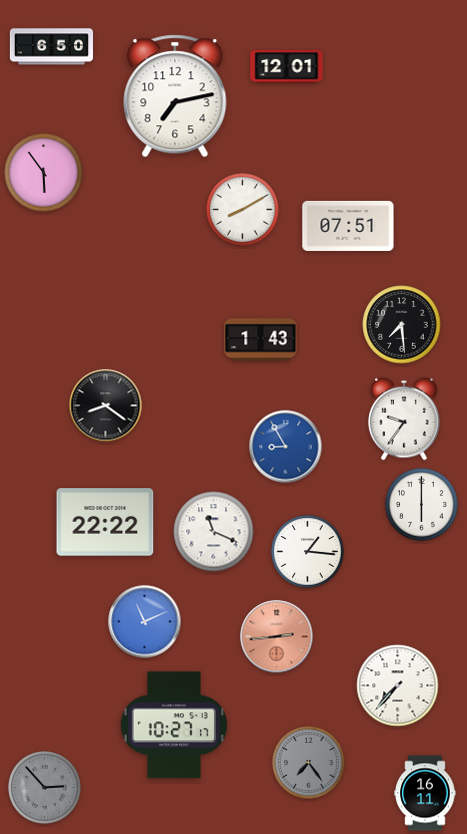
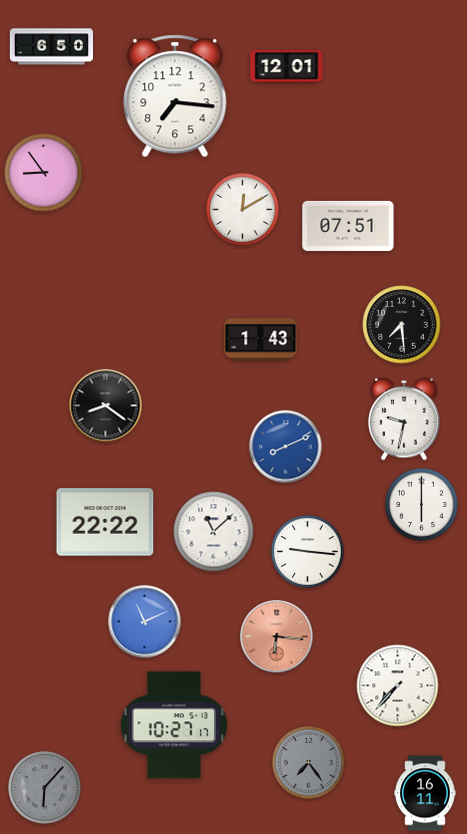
clock at (175, 96): 7:13 -> 7:16
clock at (44, 173): 5:54 -> 8:54
clock at (243, 210): 8:10 -> 12:10
clock at (405, 419): 9:36 -> 9:32
clock at (286, 447): 8:55 -> 8:11
clock at (214, 532): 11:19 -> 11:08
clock at (308, 552): 1:16 -> 9:16
clock at (277, 637): 2:44 -> 6:16
clock at (45, 788): 2:53 -> 6:07
